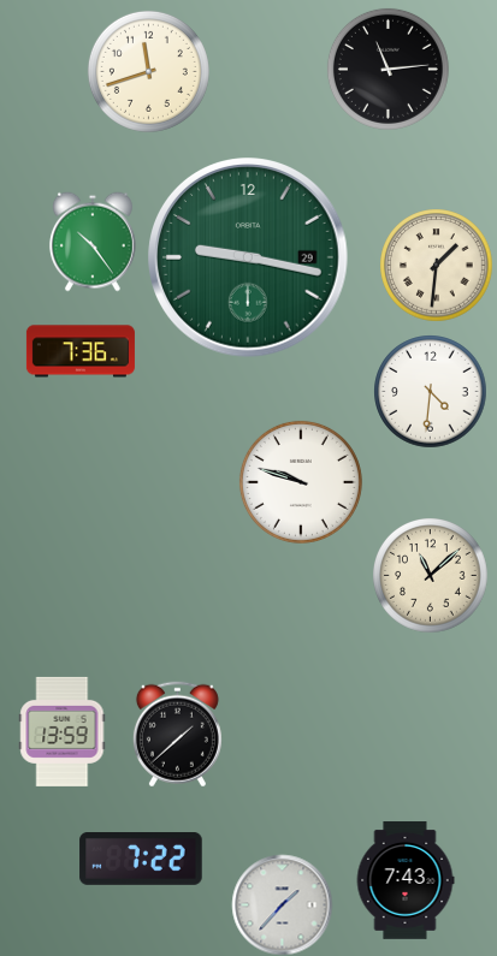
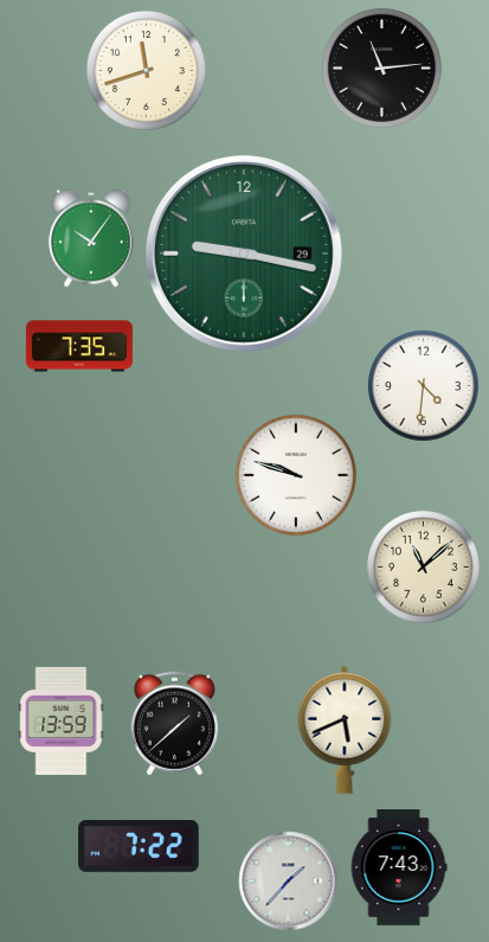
clock at (93, 242): 10:24 -> 10:06
clock at (436, 265): 1:31 -> none
clock at (81, 351): 7:36 -> 7:35
clock at (345, 730): none -> 5:41
clock at (282, 904) position: (282, 904) -> (288, 880)
